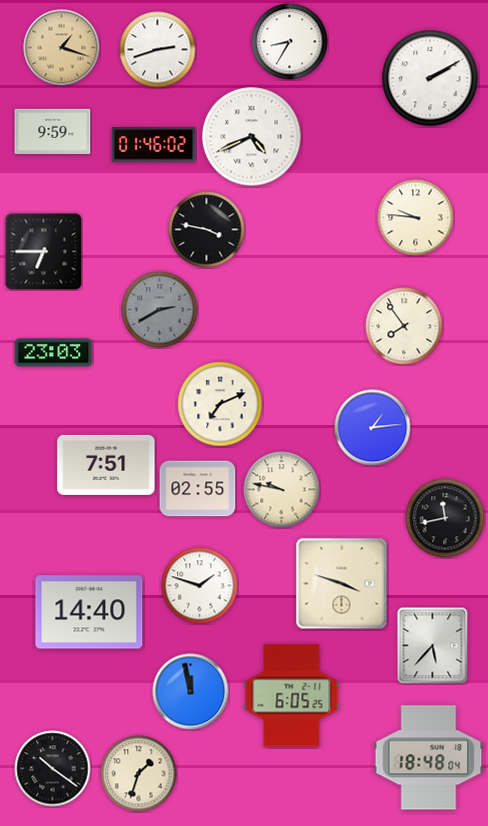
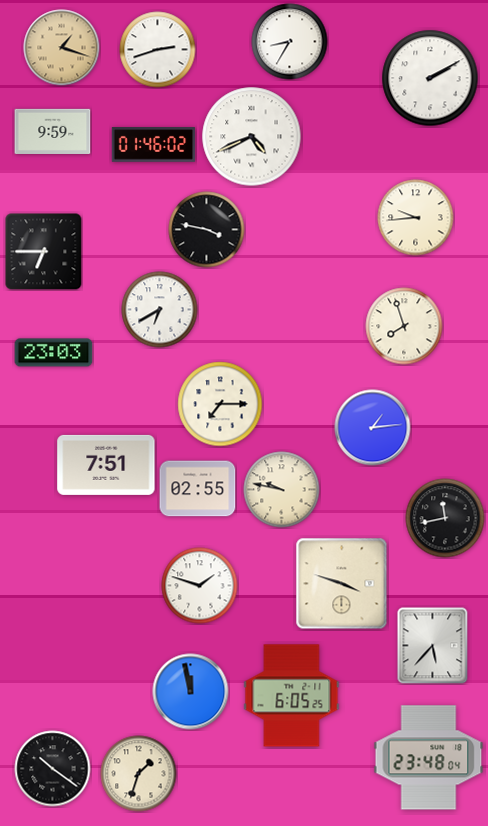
clock at (416, 218): 9:46 -> 9:44
clock at (160, 310): 2:40 -> 6:40
clock at (160, 310) dial: grey -> white
clock at (404, 326): 7:54 -> 7:57
clock at (220, 404): 7:11 -> 7:15
clock at (89, 612): 14:40 -> none
clock at (429, 758): 18:48 -> 23:48
